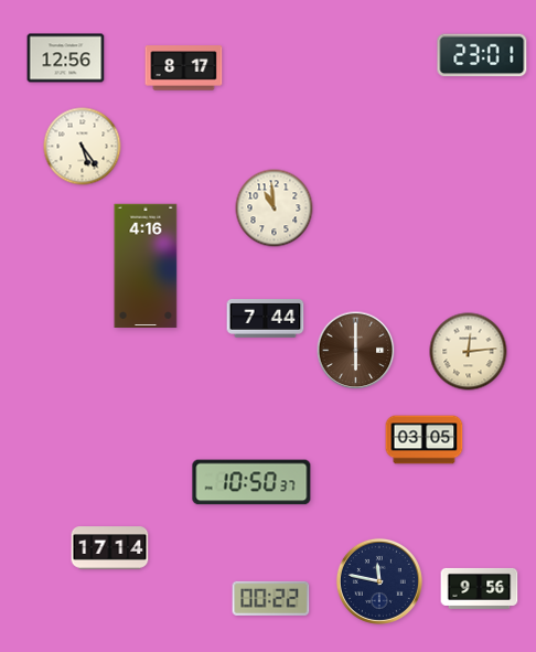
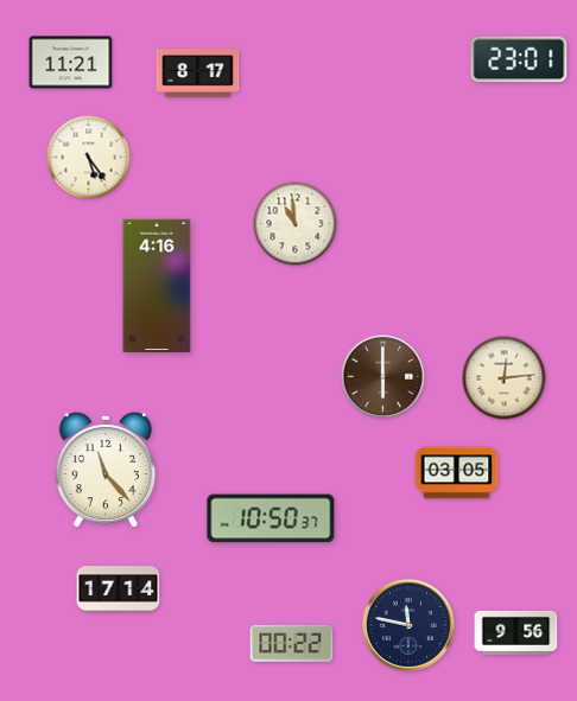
clock at (66, 58): 12:56 -> 11:21
clock at (266, 319): 7:44 -> none
clock at (106, 470): none -> 11:23
